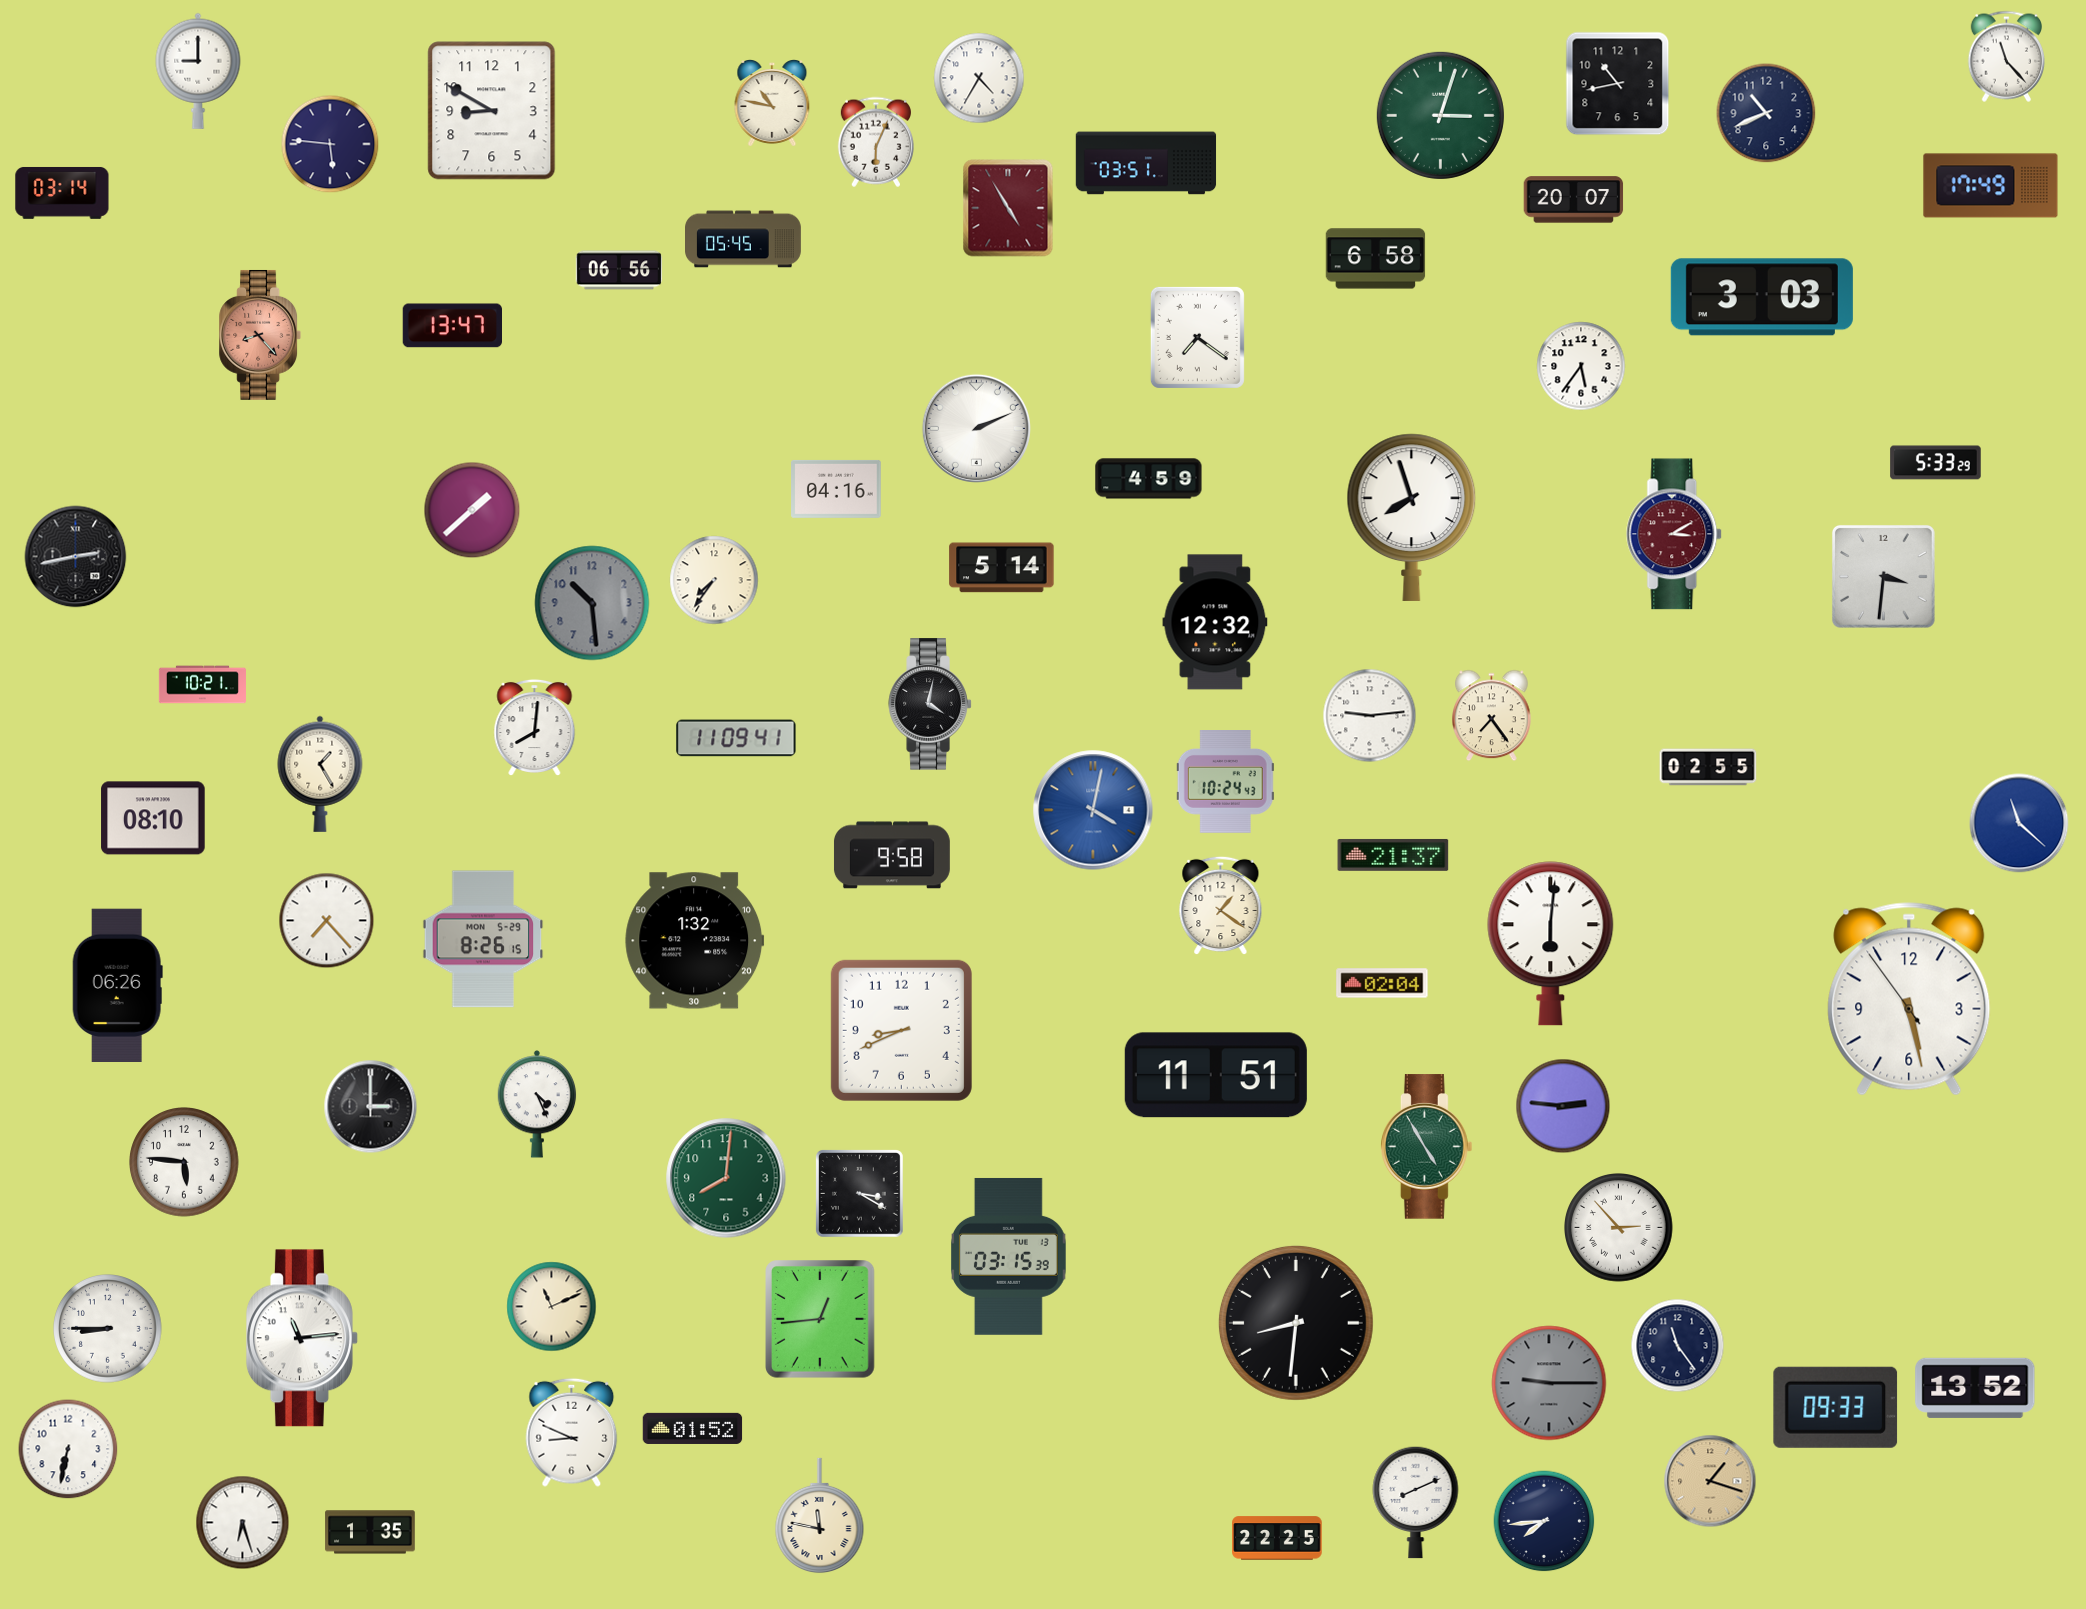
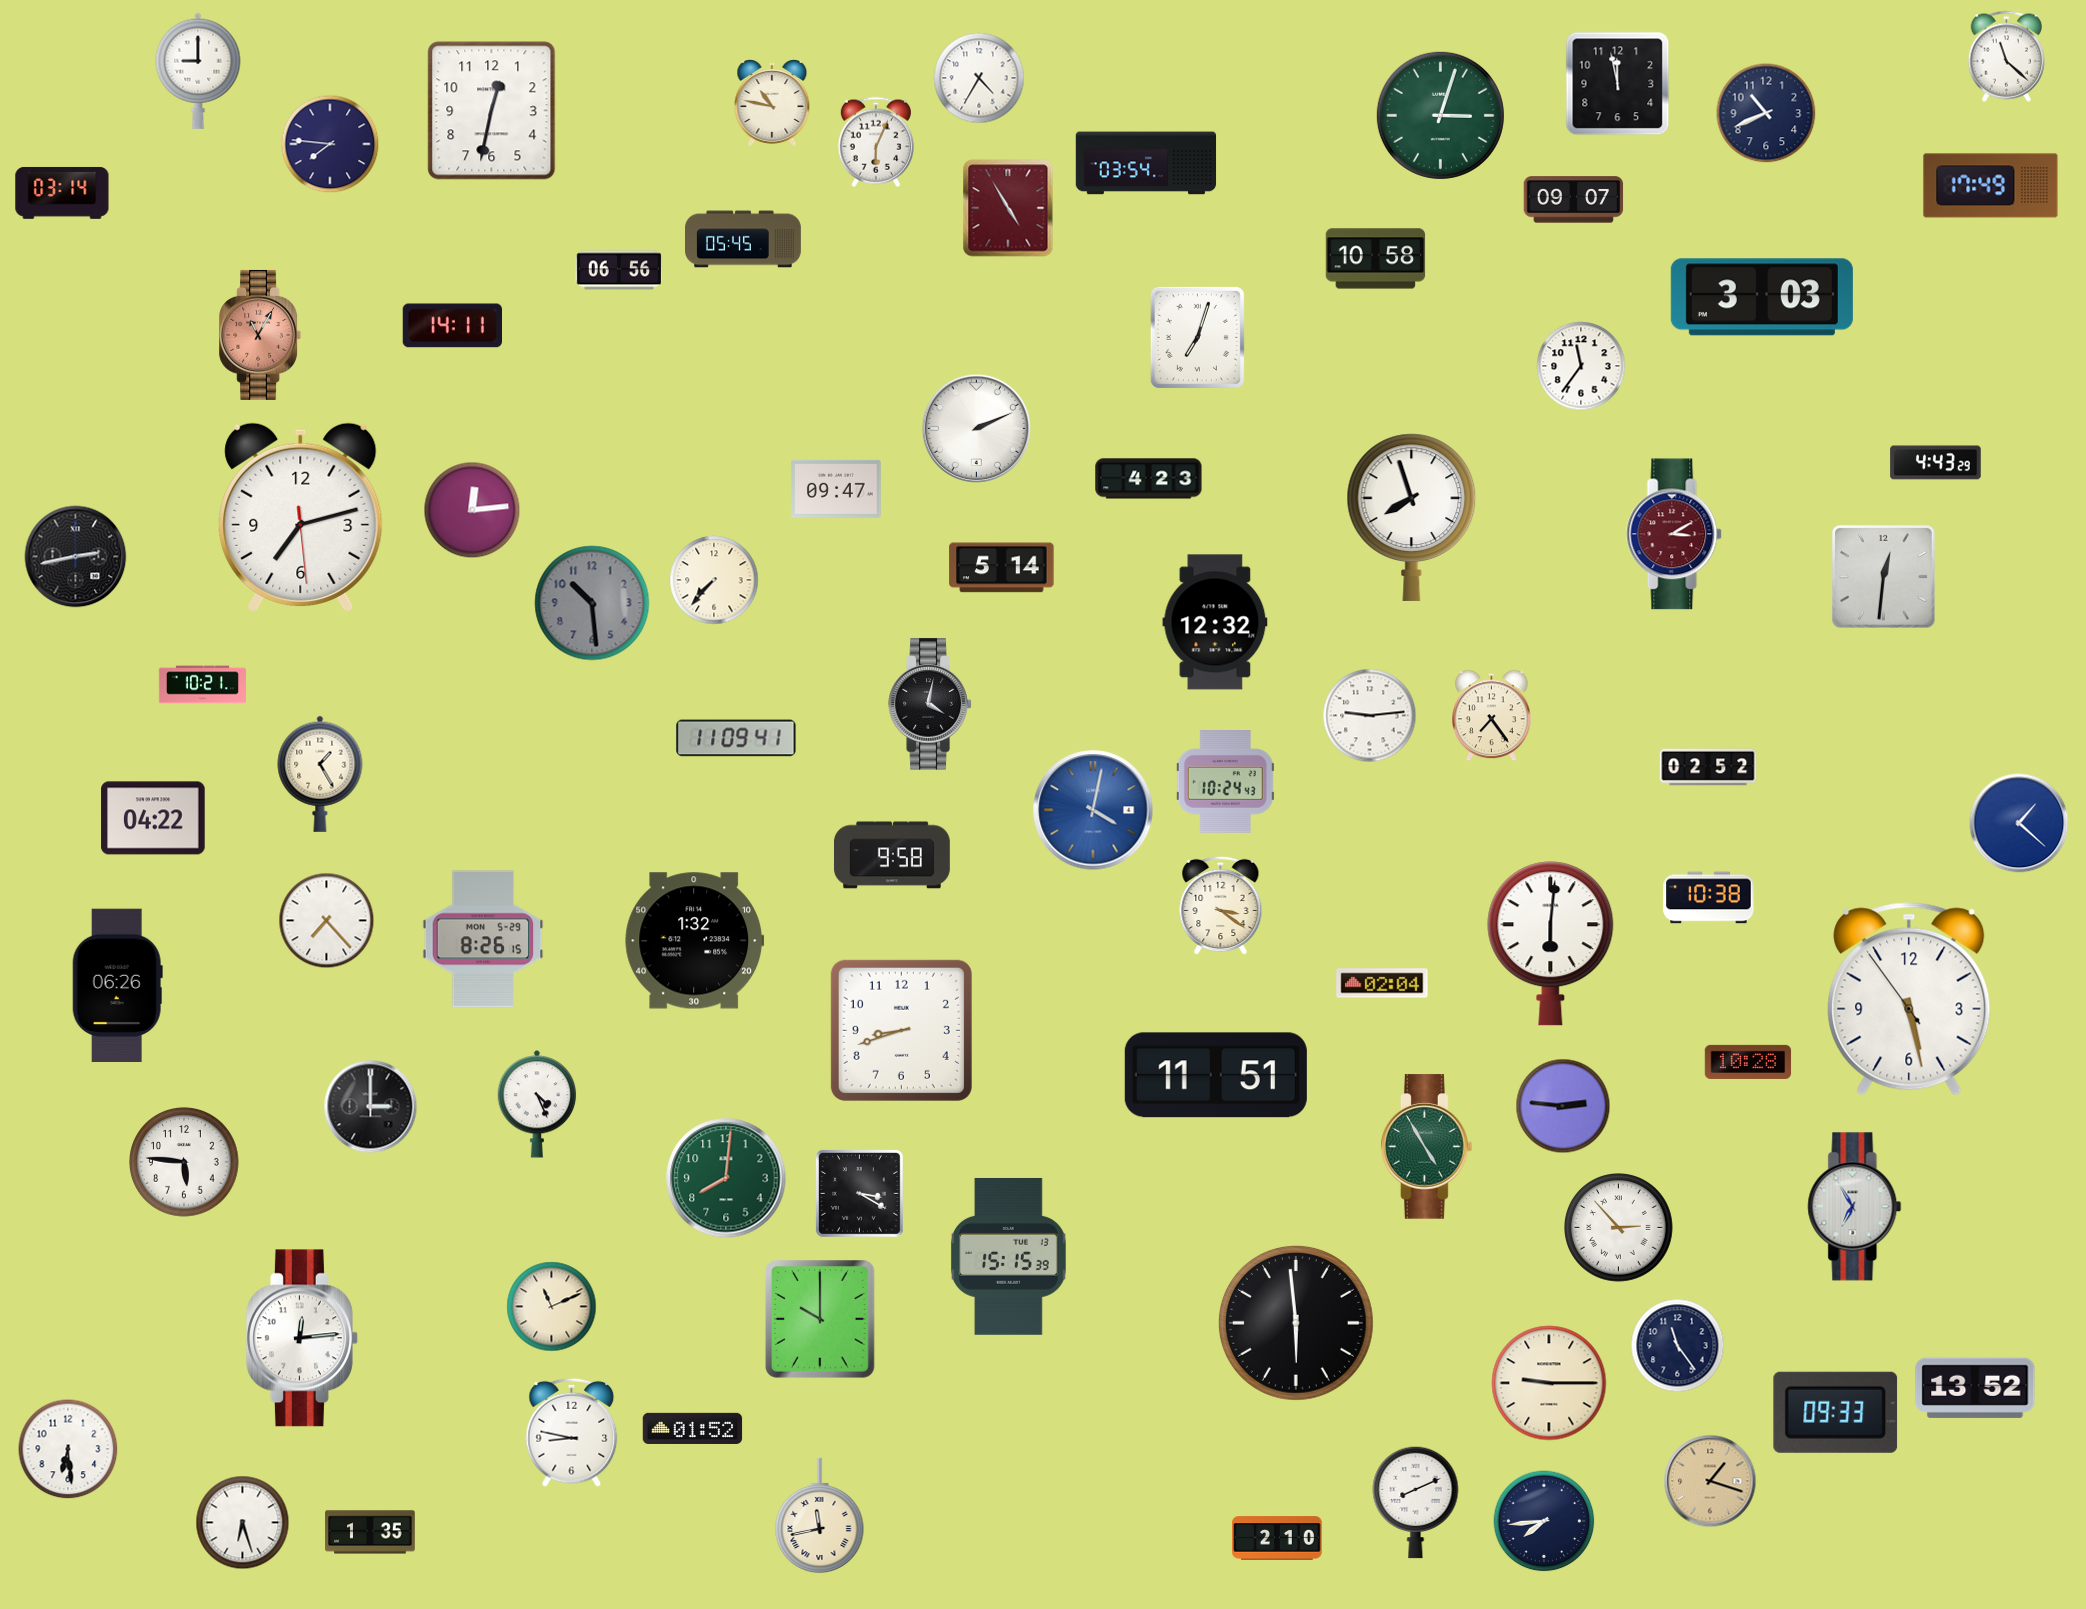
clock at (2007, 56): 11:23 -> 11:22
clock at (1618, 84): 10:43 -> 11:58
clock at (492, 111): 8:50 -> 12:32
clock at (330, 144): 5:46 -> 7:46
clock at (1146, 163): 03:51 -> 03:54
clock at (1574, 200): 20:07 -> 09:07
clock at (1376, 259): 6:58 -> 10:58
clock at (452, 326): 13:47 -> 14:11
clock at (260, 335): 8:23 -> 11:05
clock at (1197, 337): 7:21 -> 7:03
clock at (1581, 366): 5:36 -> 11:36
clock at (1936, 463): 5:33 -> 4:43
clock at (1149, 479): 4:59 -> 4:23
clock at (836, 489): 04:16 -> 09:47
clock at (472, 510): 1:38 -> 12:14
clock at (301, 517): none -> 7:12
clock at (1883, 576): 3:31 -> 12:31
clock at (714, 580): 7:36 -> 7:37
clock at (535, 727): 8:01 -> none
clock at (1708, 767): 02:55 -> 02:52
clock at (153, 818): 08:10 -> 04:22
clock at (2019, 823): 11:22 -> 1:22
clock at (1393, 855): 21:37 -> none
clock at (1709, 898): none -> 10:38
clock at (1221, 906): 1:21 -> 3:21
clock at (901, 1030): 8:41 -> 8:42
clock at (1748, 1062): none -> 10:28
clock at (1855, 1207): none -> 6:55
clock at (1009, 1256): 03:15 -> 15:15
clock at (820, 1319): 12:44 -> 10:00
clock at (1296, 1323): 8:31 -> 5:59
clock at (108, 1329): 8:45 -> none
clock at (302, 1338): 11:14 -> 12:14
clock at (1549, 1383) dial: grey -> cream
clock at (1836, 1407) position: (1836, 1407) -> (1836, 1412)
clock at (572, 1432): 8:49 -> 8:47
clock at (68, 1449): 6:32 -> 6:29
clock at (820, 1516): 11:47 -> 11:43
clock at (1277, 1538): 22:25 -> 2:10
